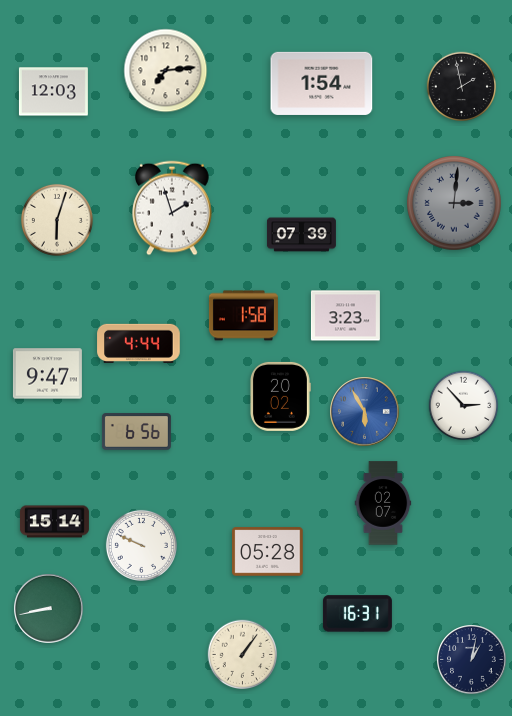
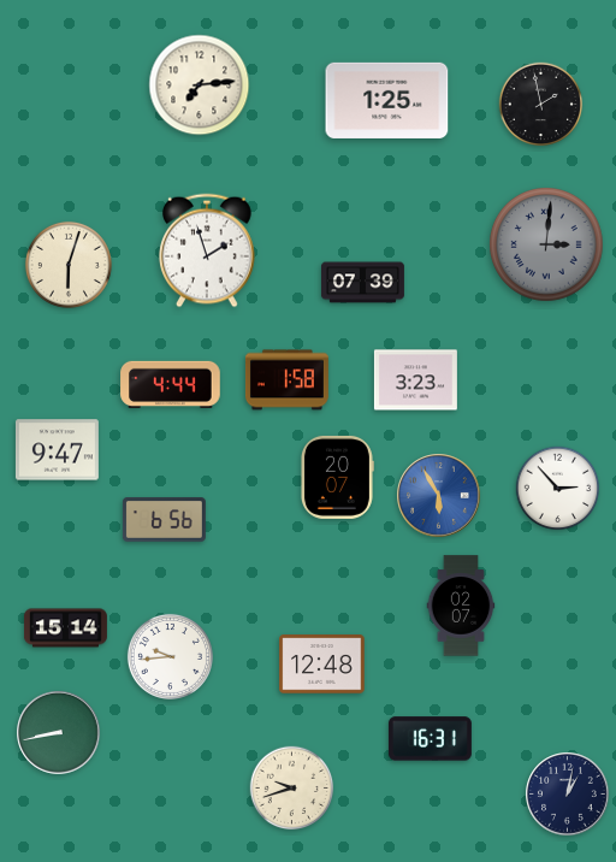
clock at (322, 83): 1:54 -> 1:25
clock at (462, 87) position: (462, 87) -> (541, 105)
clock at (53, 92): 12:03 -> none
clock at (243, 316) position: (243, 316) -> (286, 380)
clock at (139, 343) position: (139, 343) -> (171, 384)
clock at (280, 396): 20:02 -> 20:07
clock at (141, 545): 9:49 -> 9:44
clock at (268, 552): 05:28 -> 12:48
clock at (243, 655): 1:06 -> 9:42
